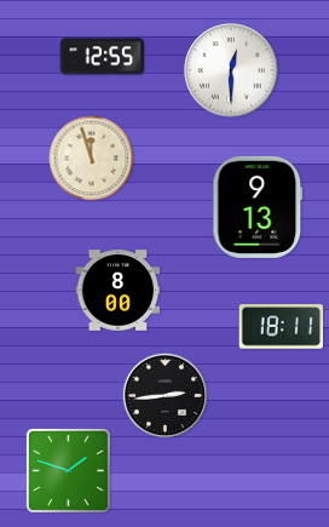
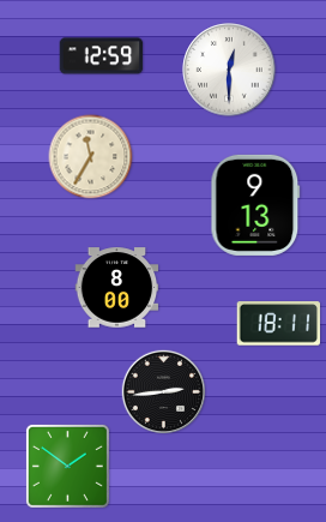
clock at (103, 57): 12:55 -> 12:59
clock at (92, 159): 11:57 -> 11:35
clock at (68, 470): 1:48 -> 1:51
